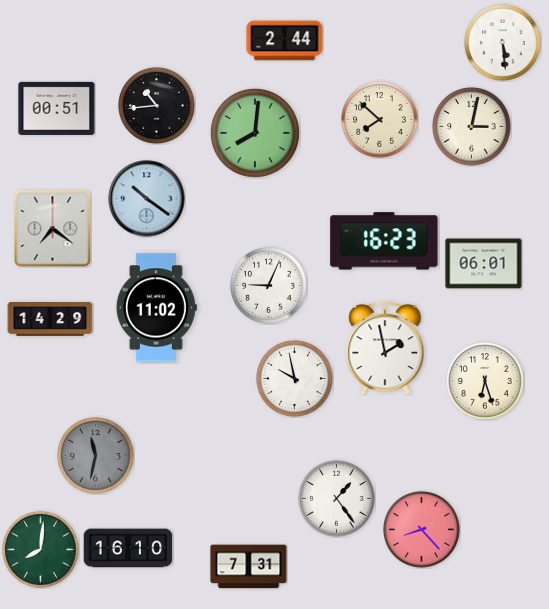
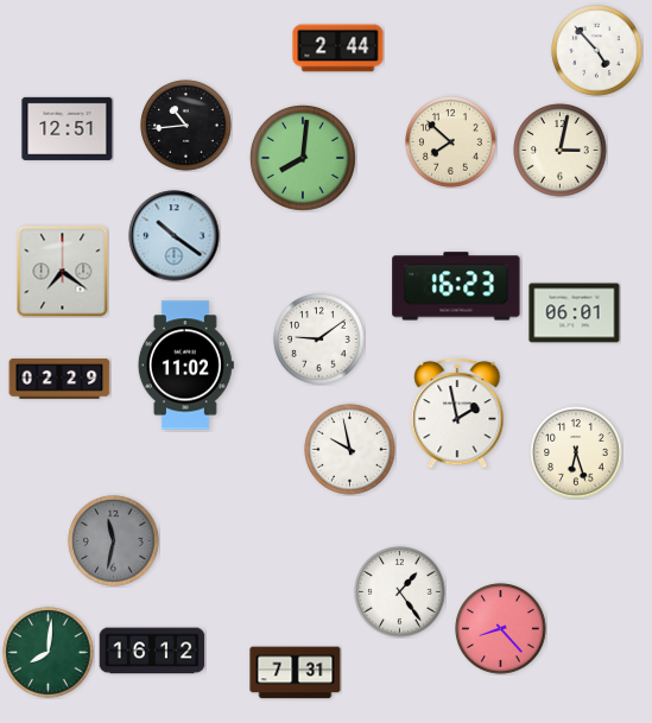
clock at (503, 43): 5:29 -> 4:53
clock at (57, 108): 00:51 -> 12:51
clock at (269, 286): 9:04 -> 9:09
clock at (50, 319): 14:29 -> 02:29
clock at (128, 548): 16:10 -> 16:12
